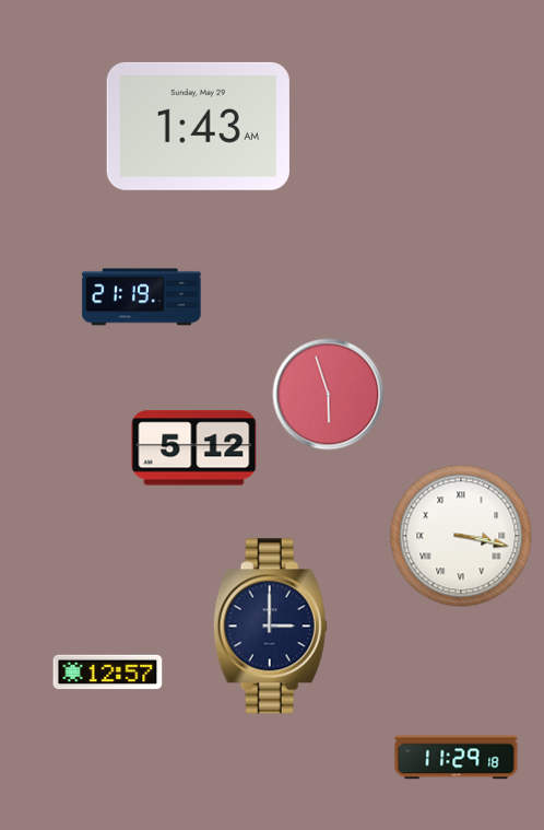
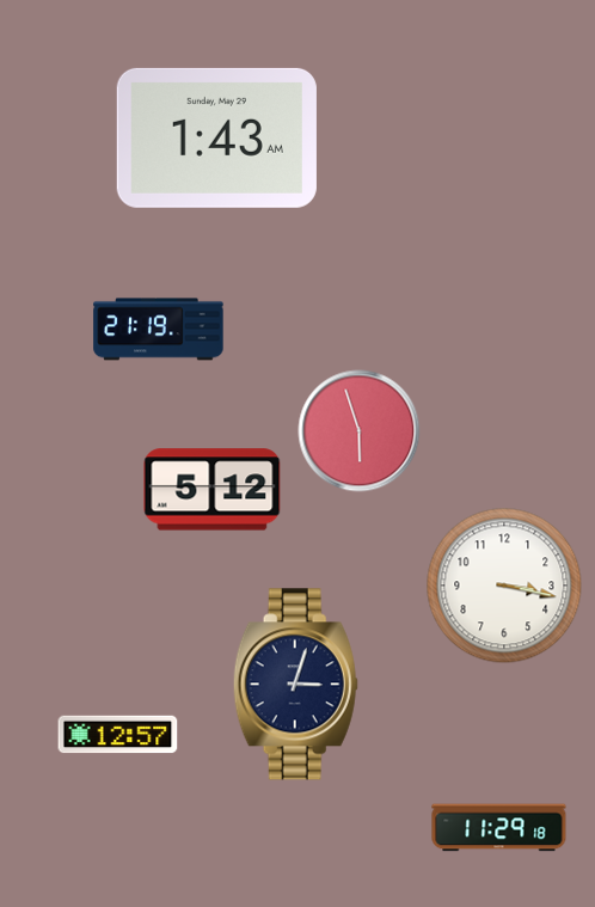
clock at (142, 297) position: (142, 297) -> (159, 330)
clock at (461, 536) numerals: Roman -> Arabic
clock at (270, 627): 3:00 -> 3:03
